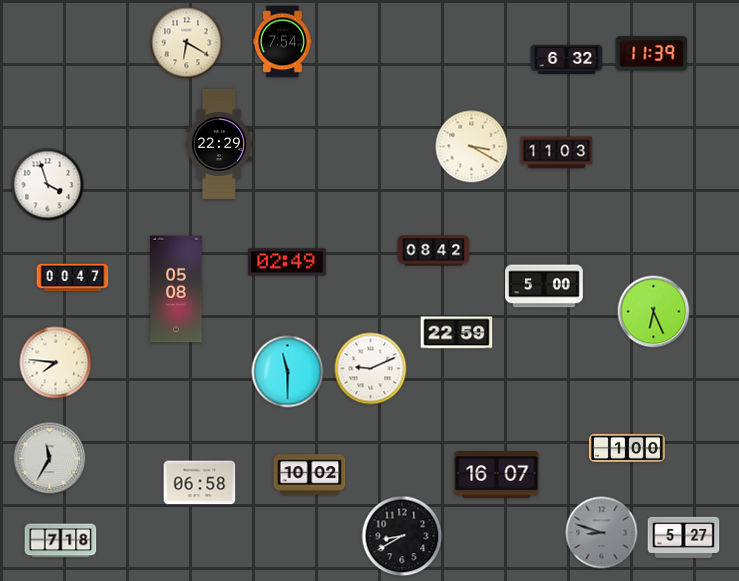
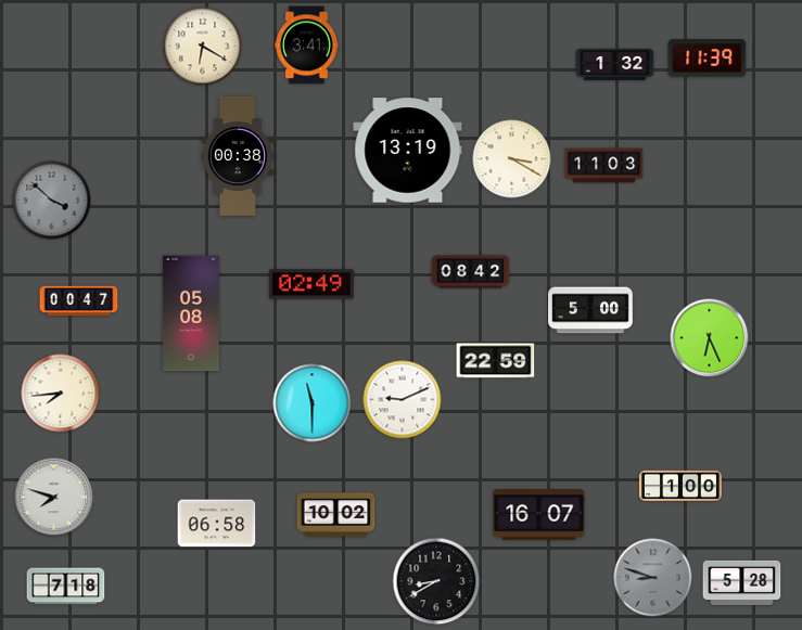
clock at (283, 42): 7:54 -> 3:41
clock at (567, 59): 6:32 -> 1:32
clock at (408, 151): none -> 13:19
clock at (219, 144): 22:29 -> 00:38
clock at (48, 185): 3:57 -> 3:52
clock at (48, 185) dial: white -> grey
clock at (56, 363): 7:46 -> 7:44
clock at (50, 459): 11:35 -> 7:48
clock at (684, 537): 5:27 -> 5:28
